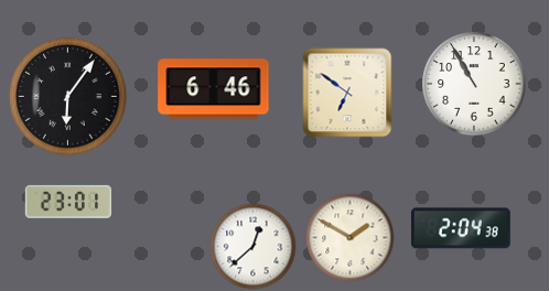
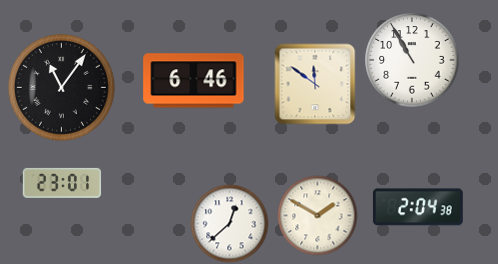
clock at (474, 84) position: (474, 84) -> (412, 60)
clock at (347, 93): 6:51 -> 11:51
clock at (67, 96): 6:06 -> 11:06
